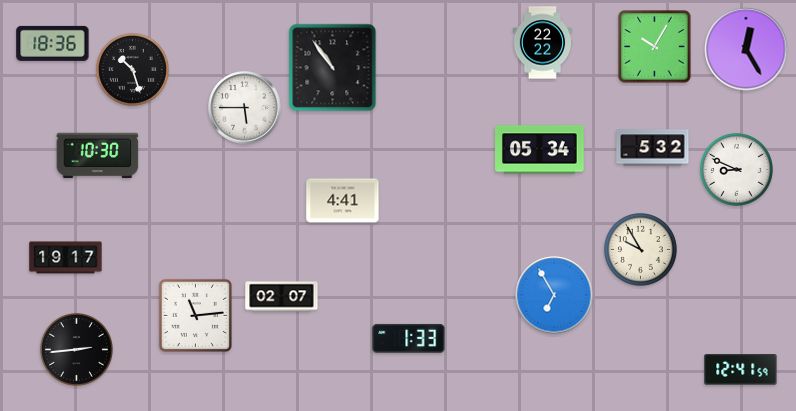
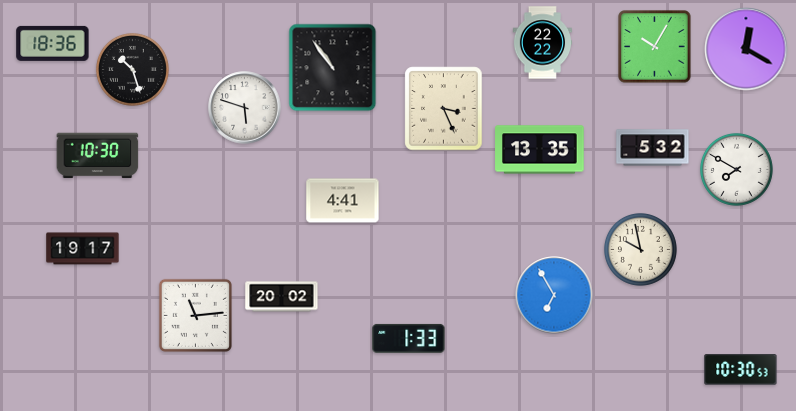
clock at (746, 49): 12:25 -> 12:20
clock at (245, 108): 5:45 -> 5:48
clock at (444, 109): none -> 3:26
clock at (540, 150): 05:34 -> 13:35
clock at (736, 169): 8:49 -> 7:50
clock at (640, 249): 9:55 -> 9:58
clock at (66, 258) position: (66, 258) -> (83, 249)
clock at (282, 297): 02:07 -> 20:02
clock at (76, 349): 2:44 -> none
clock at (741, 370): 12:41 -> 10:30
